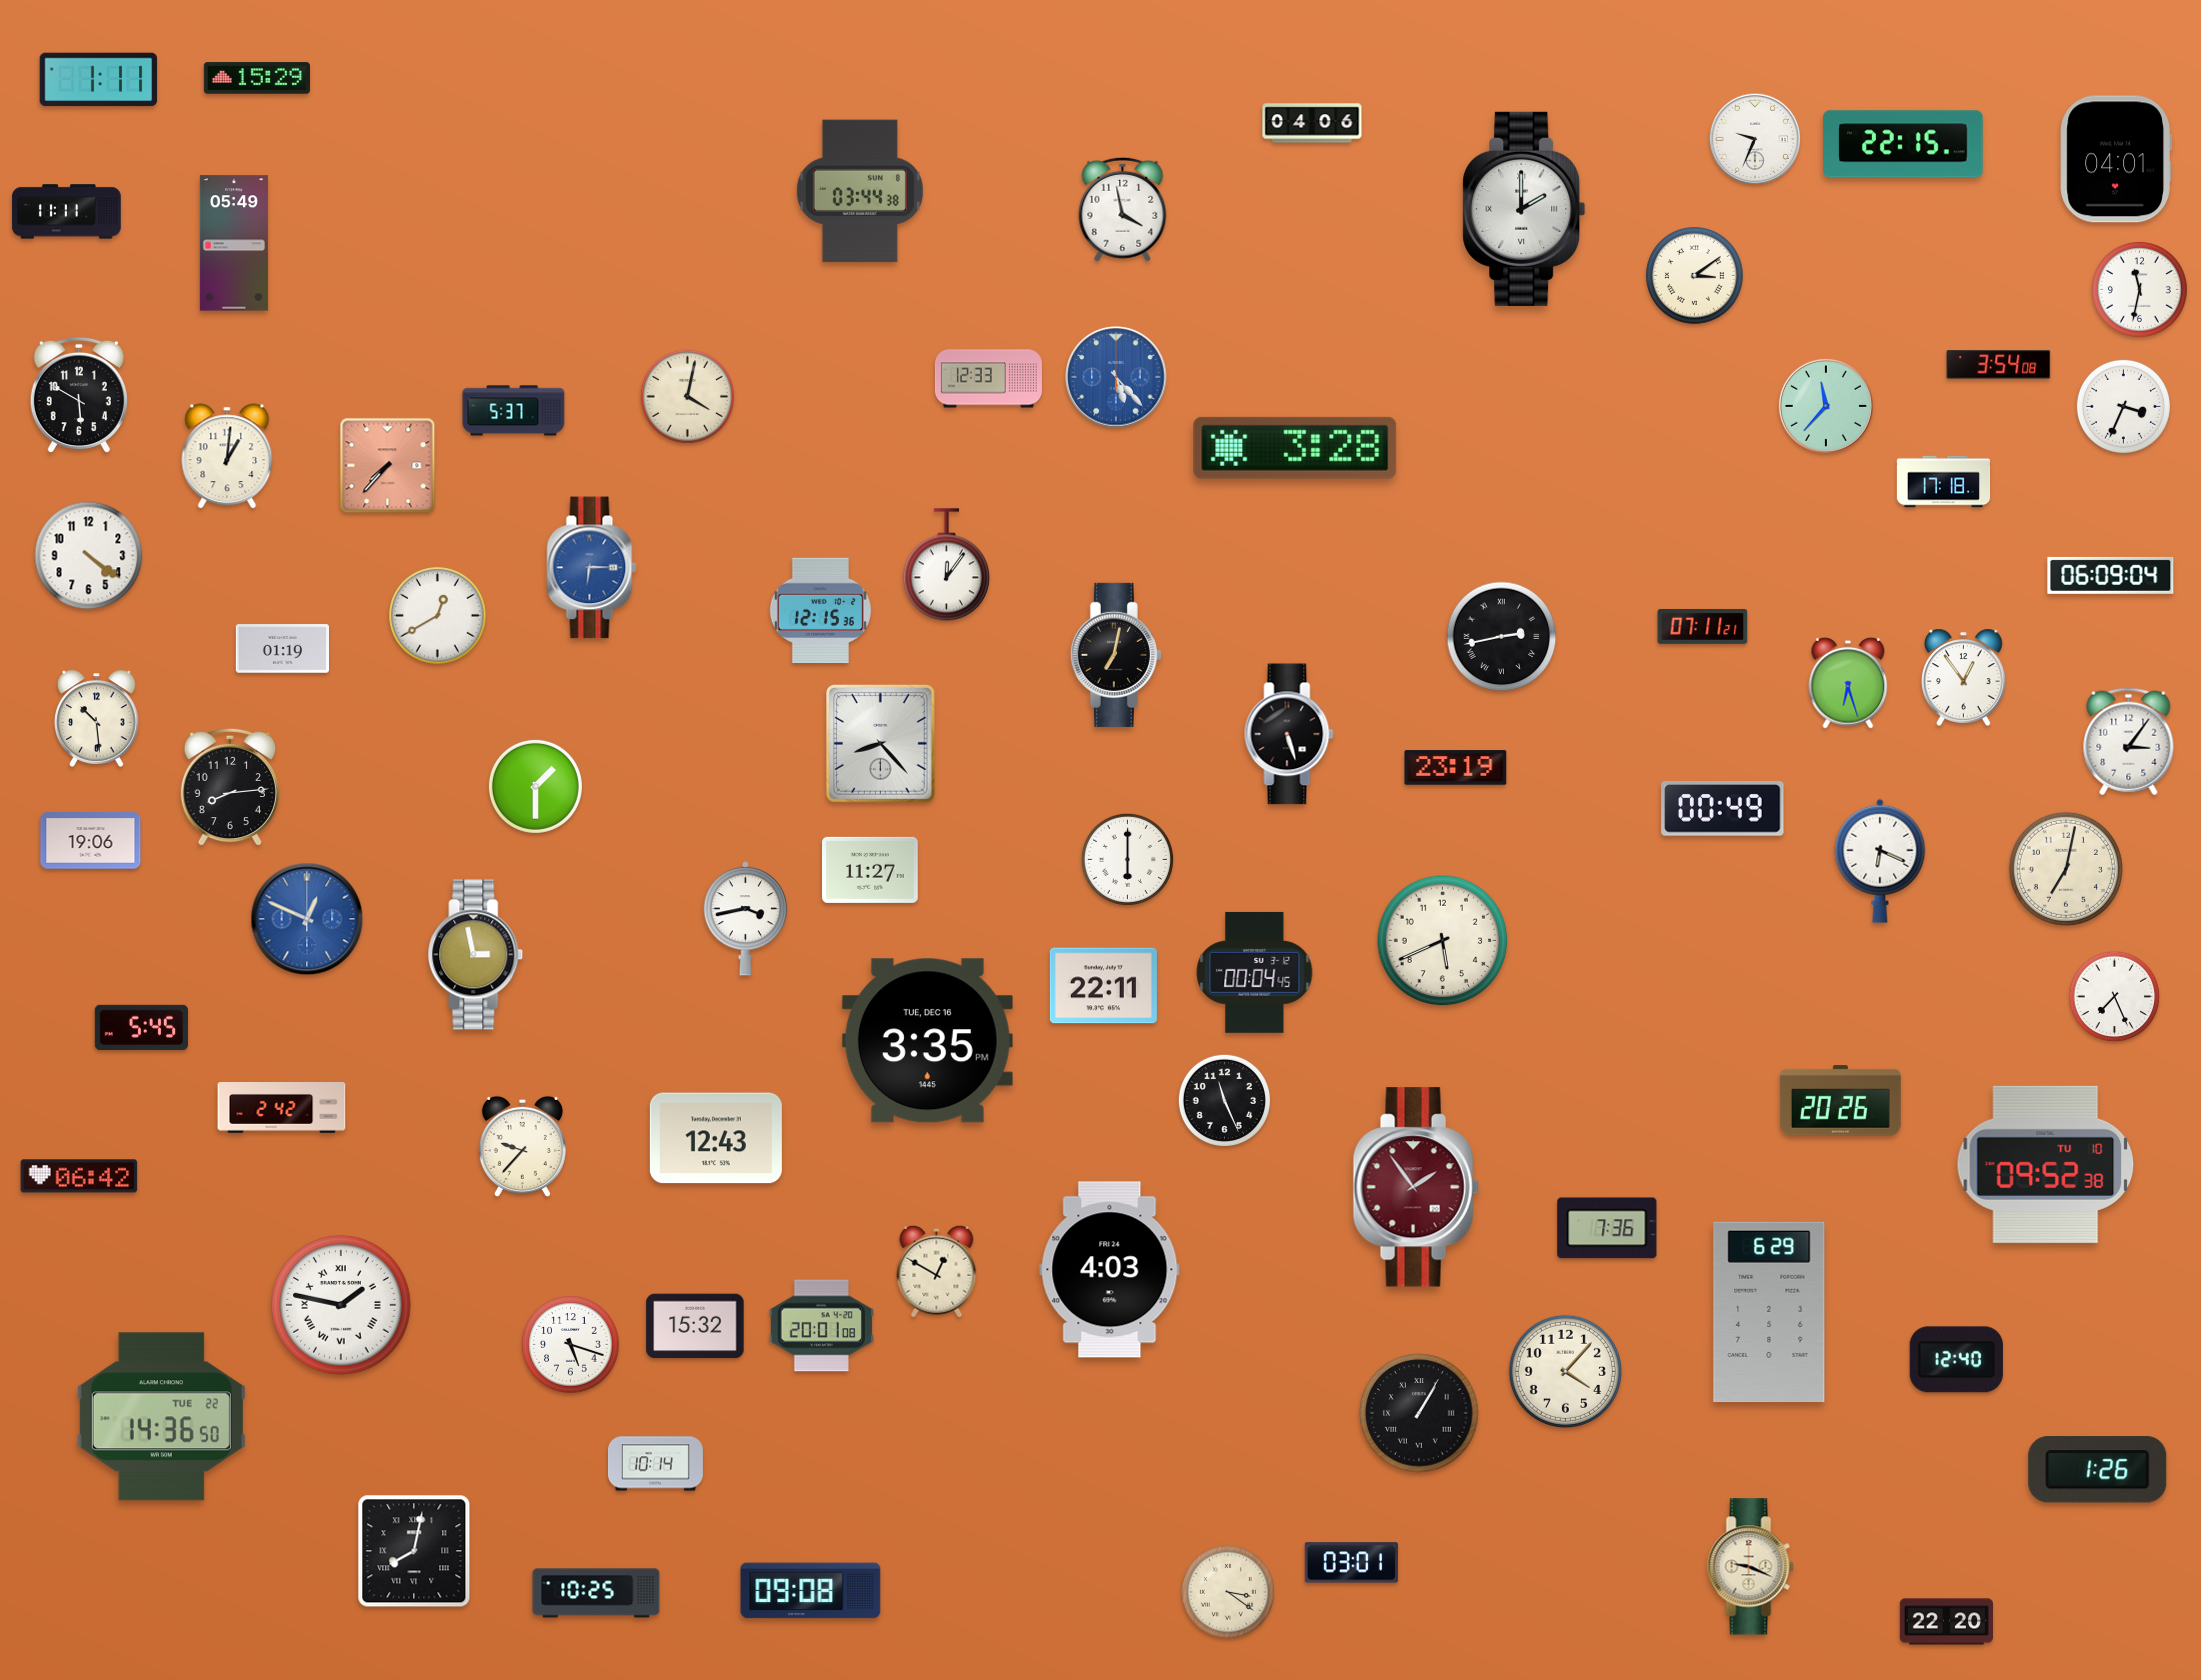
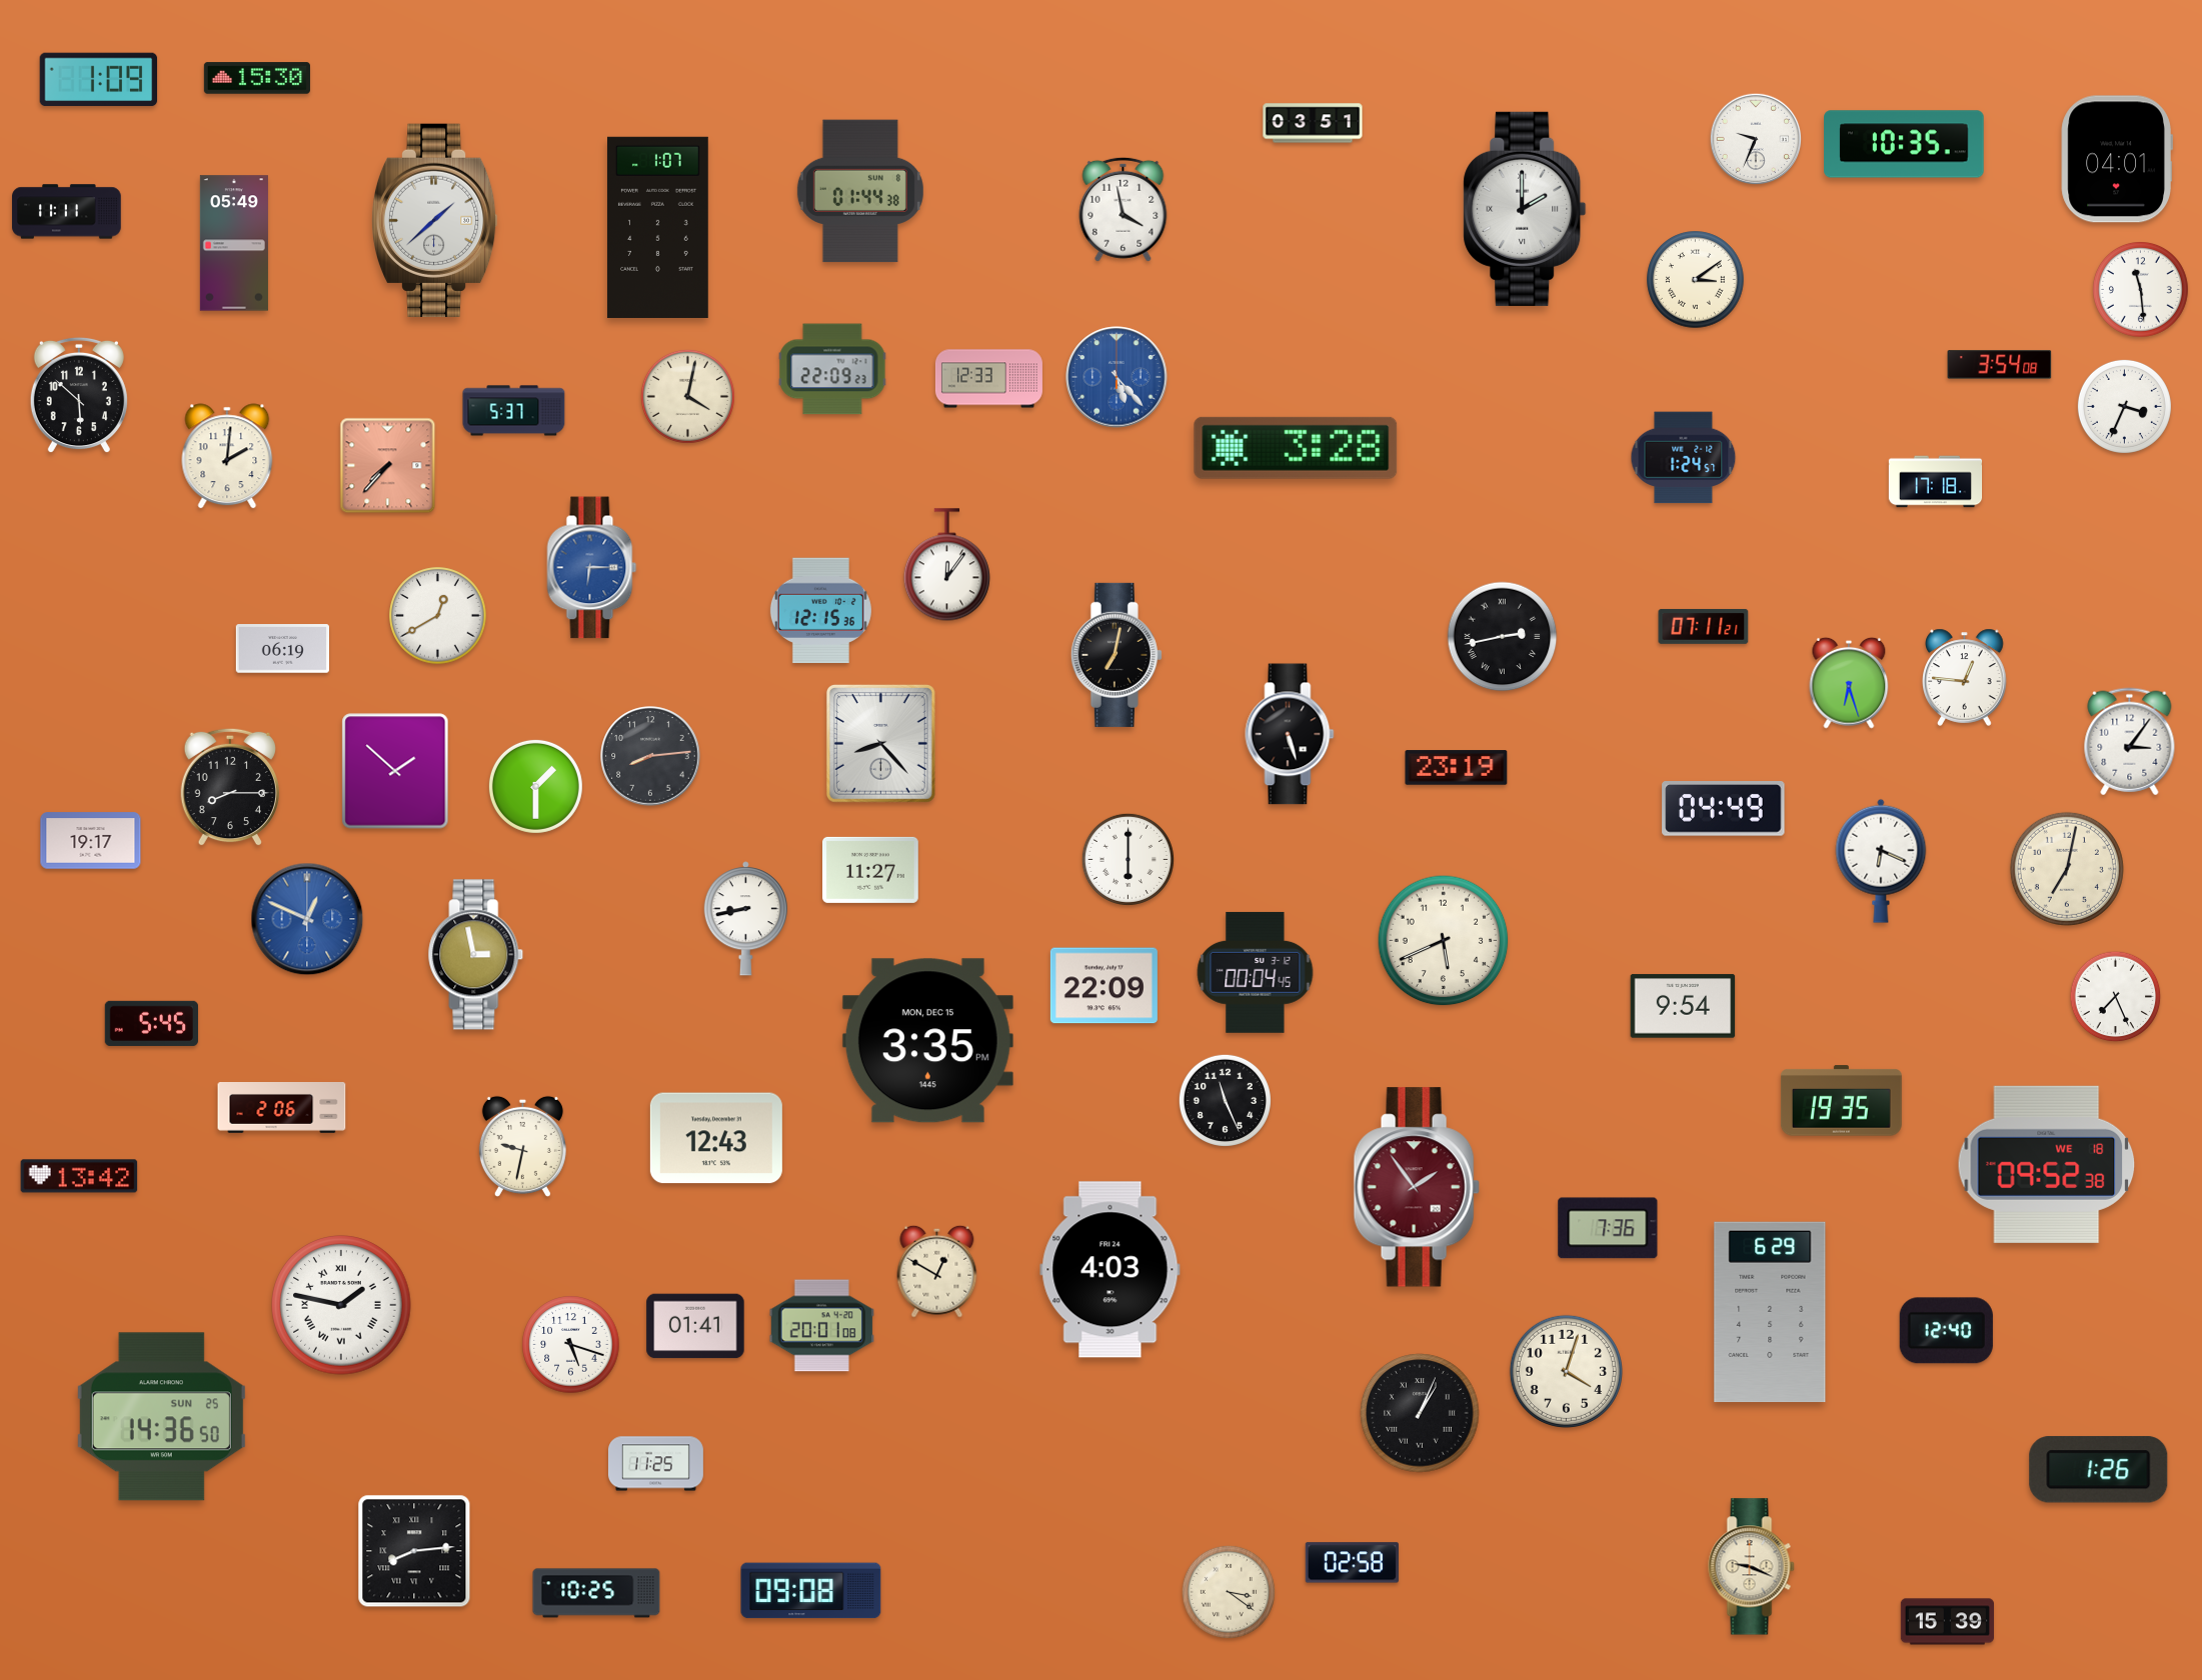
clock at (257, 78): 15:29 -> 15:30
clock at (99, 80): 1:11 -> 1:09
clock at (1312, 123): 04:06 -> 03:51
clock at (1903, 144): 22:15 -> 10:35
clock at (860, 191): 03:44 -> 01:44
clock at (434, 220): none -> 1:38
clock at (657, 227): none -> 1:07
clock at (1695, 276) position: (1695, 276) -> (1696, 280)
clock at (2140, 290): 11:32 -> 11:29
clock at (832, 369): none -> 22:09
clock at (79, 395): 5:50 -> 5:52
clock at (1826, 406): 11:37 -> none
clock at (227, 456): 1:01 -> 2:01
clock at (1684, 458): none -> 1:24
clock at (1944, 482) position: (1944, 482) -> (1936, 482)
clock at (89, 556): 4:21 -> none
clock at (2111, 575): 06:09 -> none
clock at (282, 649): 01:19 -> 06:19
clock at (1964, 677): 12:54 -> 12:46
clock at (97, 718): 10:29 -> none
clock at (650, 756): none -> 8:14
clock at (395, 771): none -> 1:52
clock at (230, 787): 8:14 -> 8:15
clock at (1723, 809): 00:49 -> 04:49
clock at (91, 841): 19:06 -> 19:17
clock at (745, 919): 3:43 -> 8:43
clock at (1103, 986): 22:11 -> 22:09
clock at (1683, 1006): none -> 9:54
clock at (141, 1027) position: (141, 1027) -> (151, 1023)
clock at (927, 1041) date: TUE, DEC 16 -> MON, DEC 15
clock at (1840, 1101): 20:26 -> 19:35
clock at (282, 1108): 2:42 -> 2:06
clock at (522, 1146): 9:37 -> 9:32
clock at (2046, 1164) date: TU 10 -> WE 18
clock at (79, 1176): 06:42 -> 13:42
clock at (695, 1326): 15:32 -> 01:41
clock at (1956, 1360) position: (1956, 1360) -> (1946, 1331)
clock at (1565, 1371): 4:07 -> 4:03
clock at (1419, 1413): 1:05 -> 1:04
clock at (161, 1417) date: TUE 22 -> SUN 25
clock at (655, 1464): 10:14 -> 11:25
clock at (414, 1551): 8:02 -> 8:14
clock at (1351, 1563): 03:01 -> 02:58
clock at (1946, 1622): 22:20 -> 15:39
